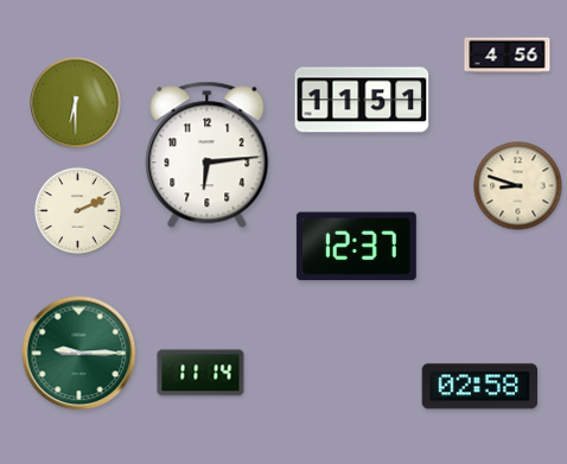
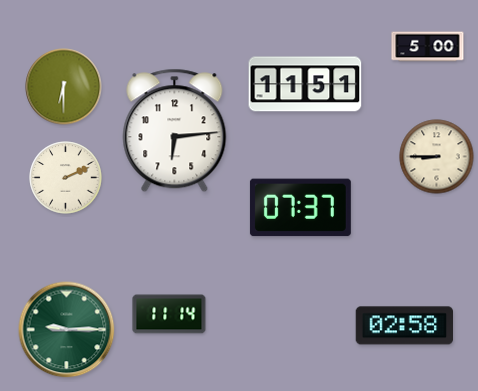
clock at (508, 56): 4:56 -> 5:00
clock at (518, 186): 8:48 -> 8:45
clock at (356, 247): 12:37 -> 07:37
clock at (79, 354) position: (79, 354) -> (67, 330)
